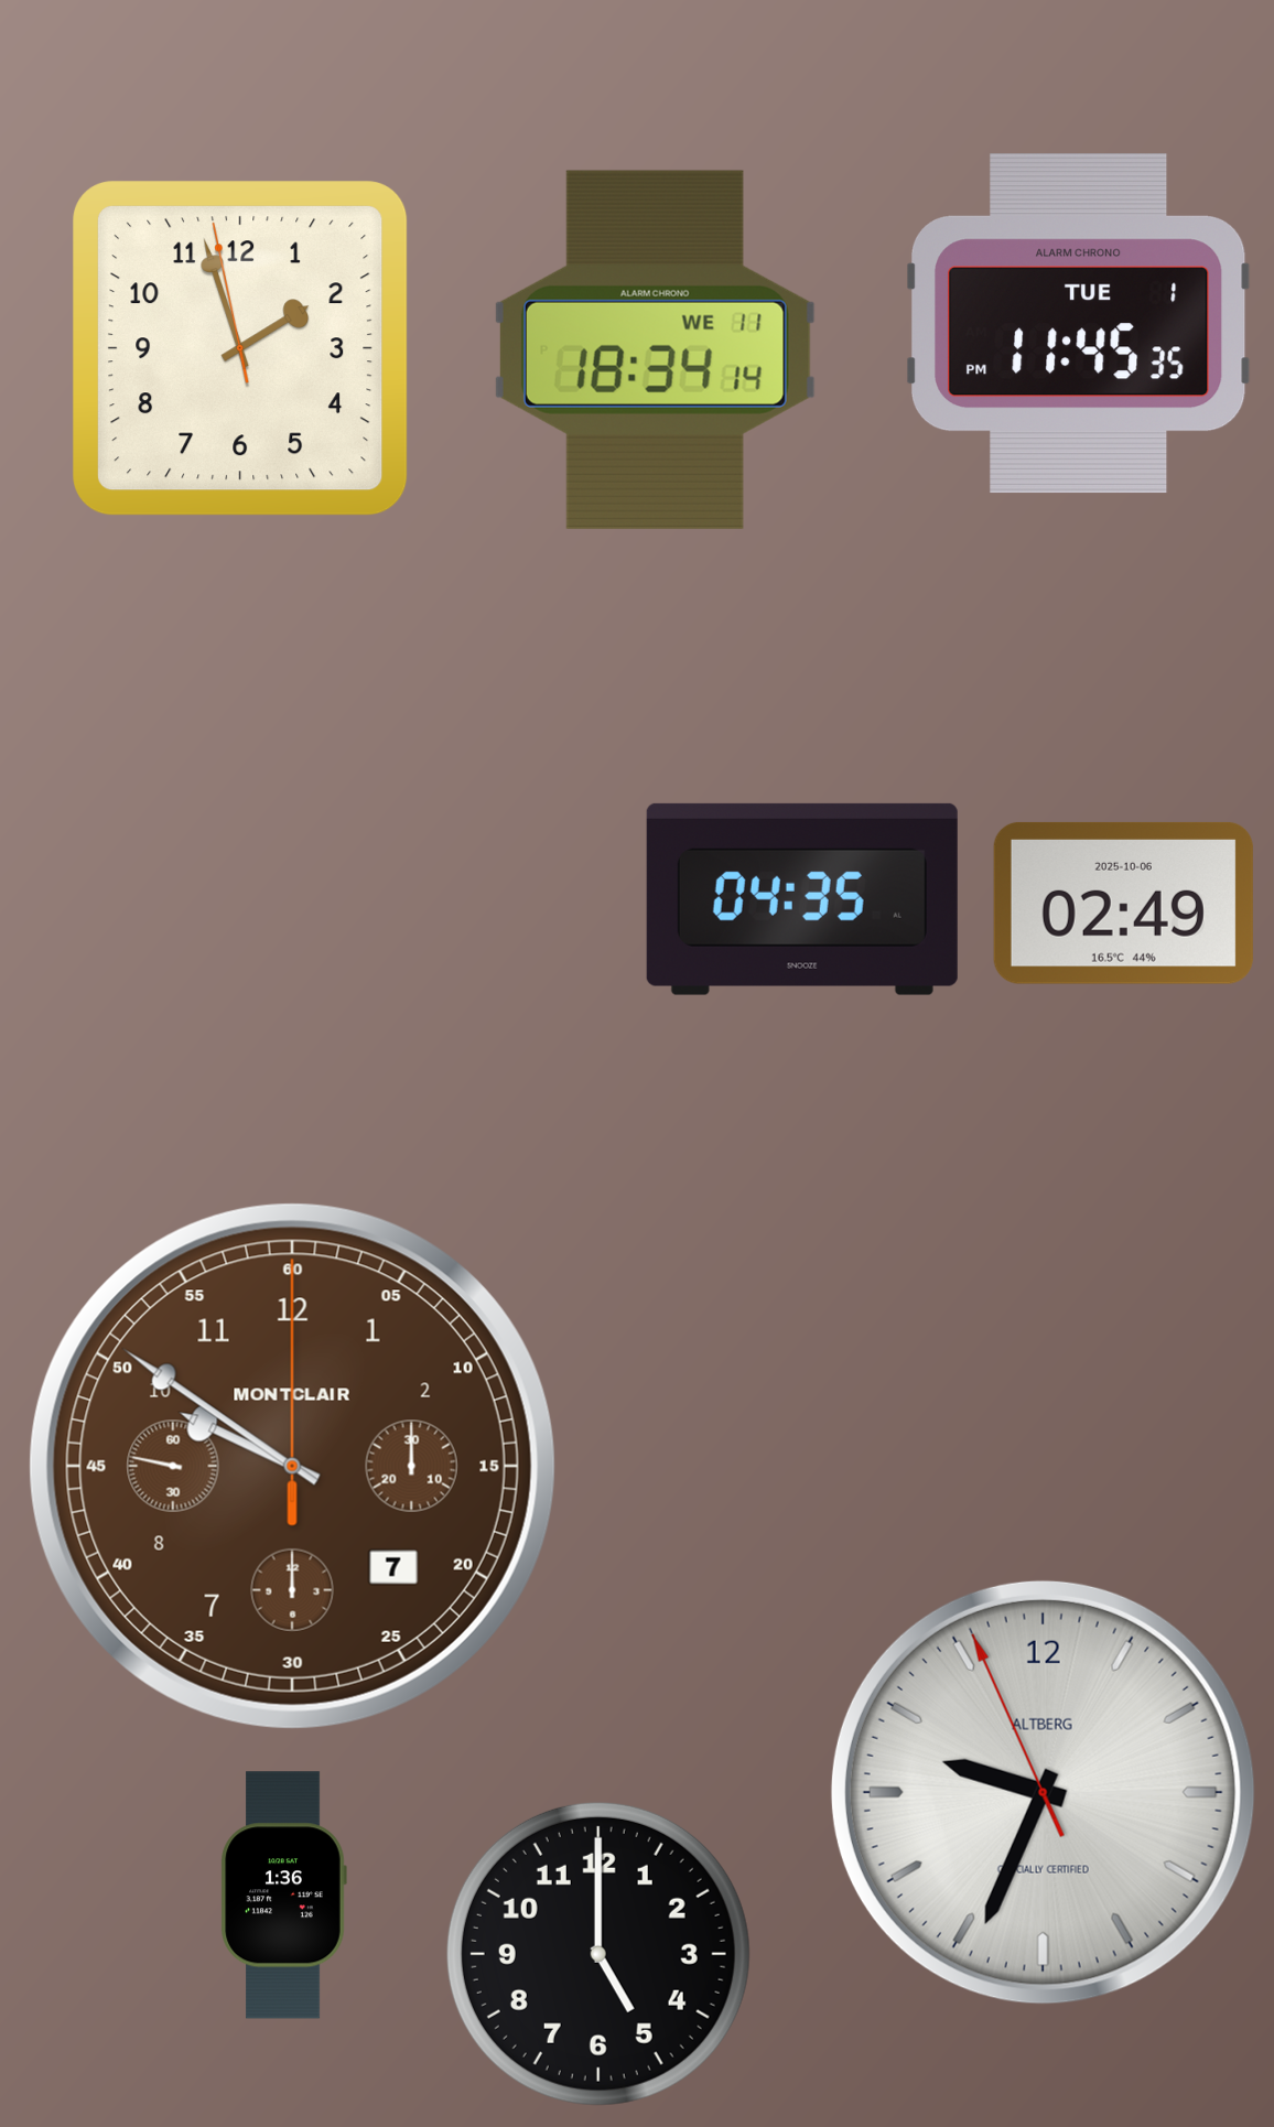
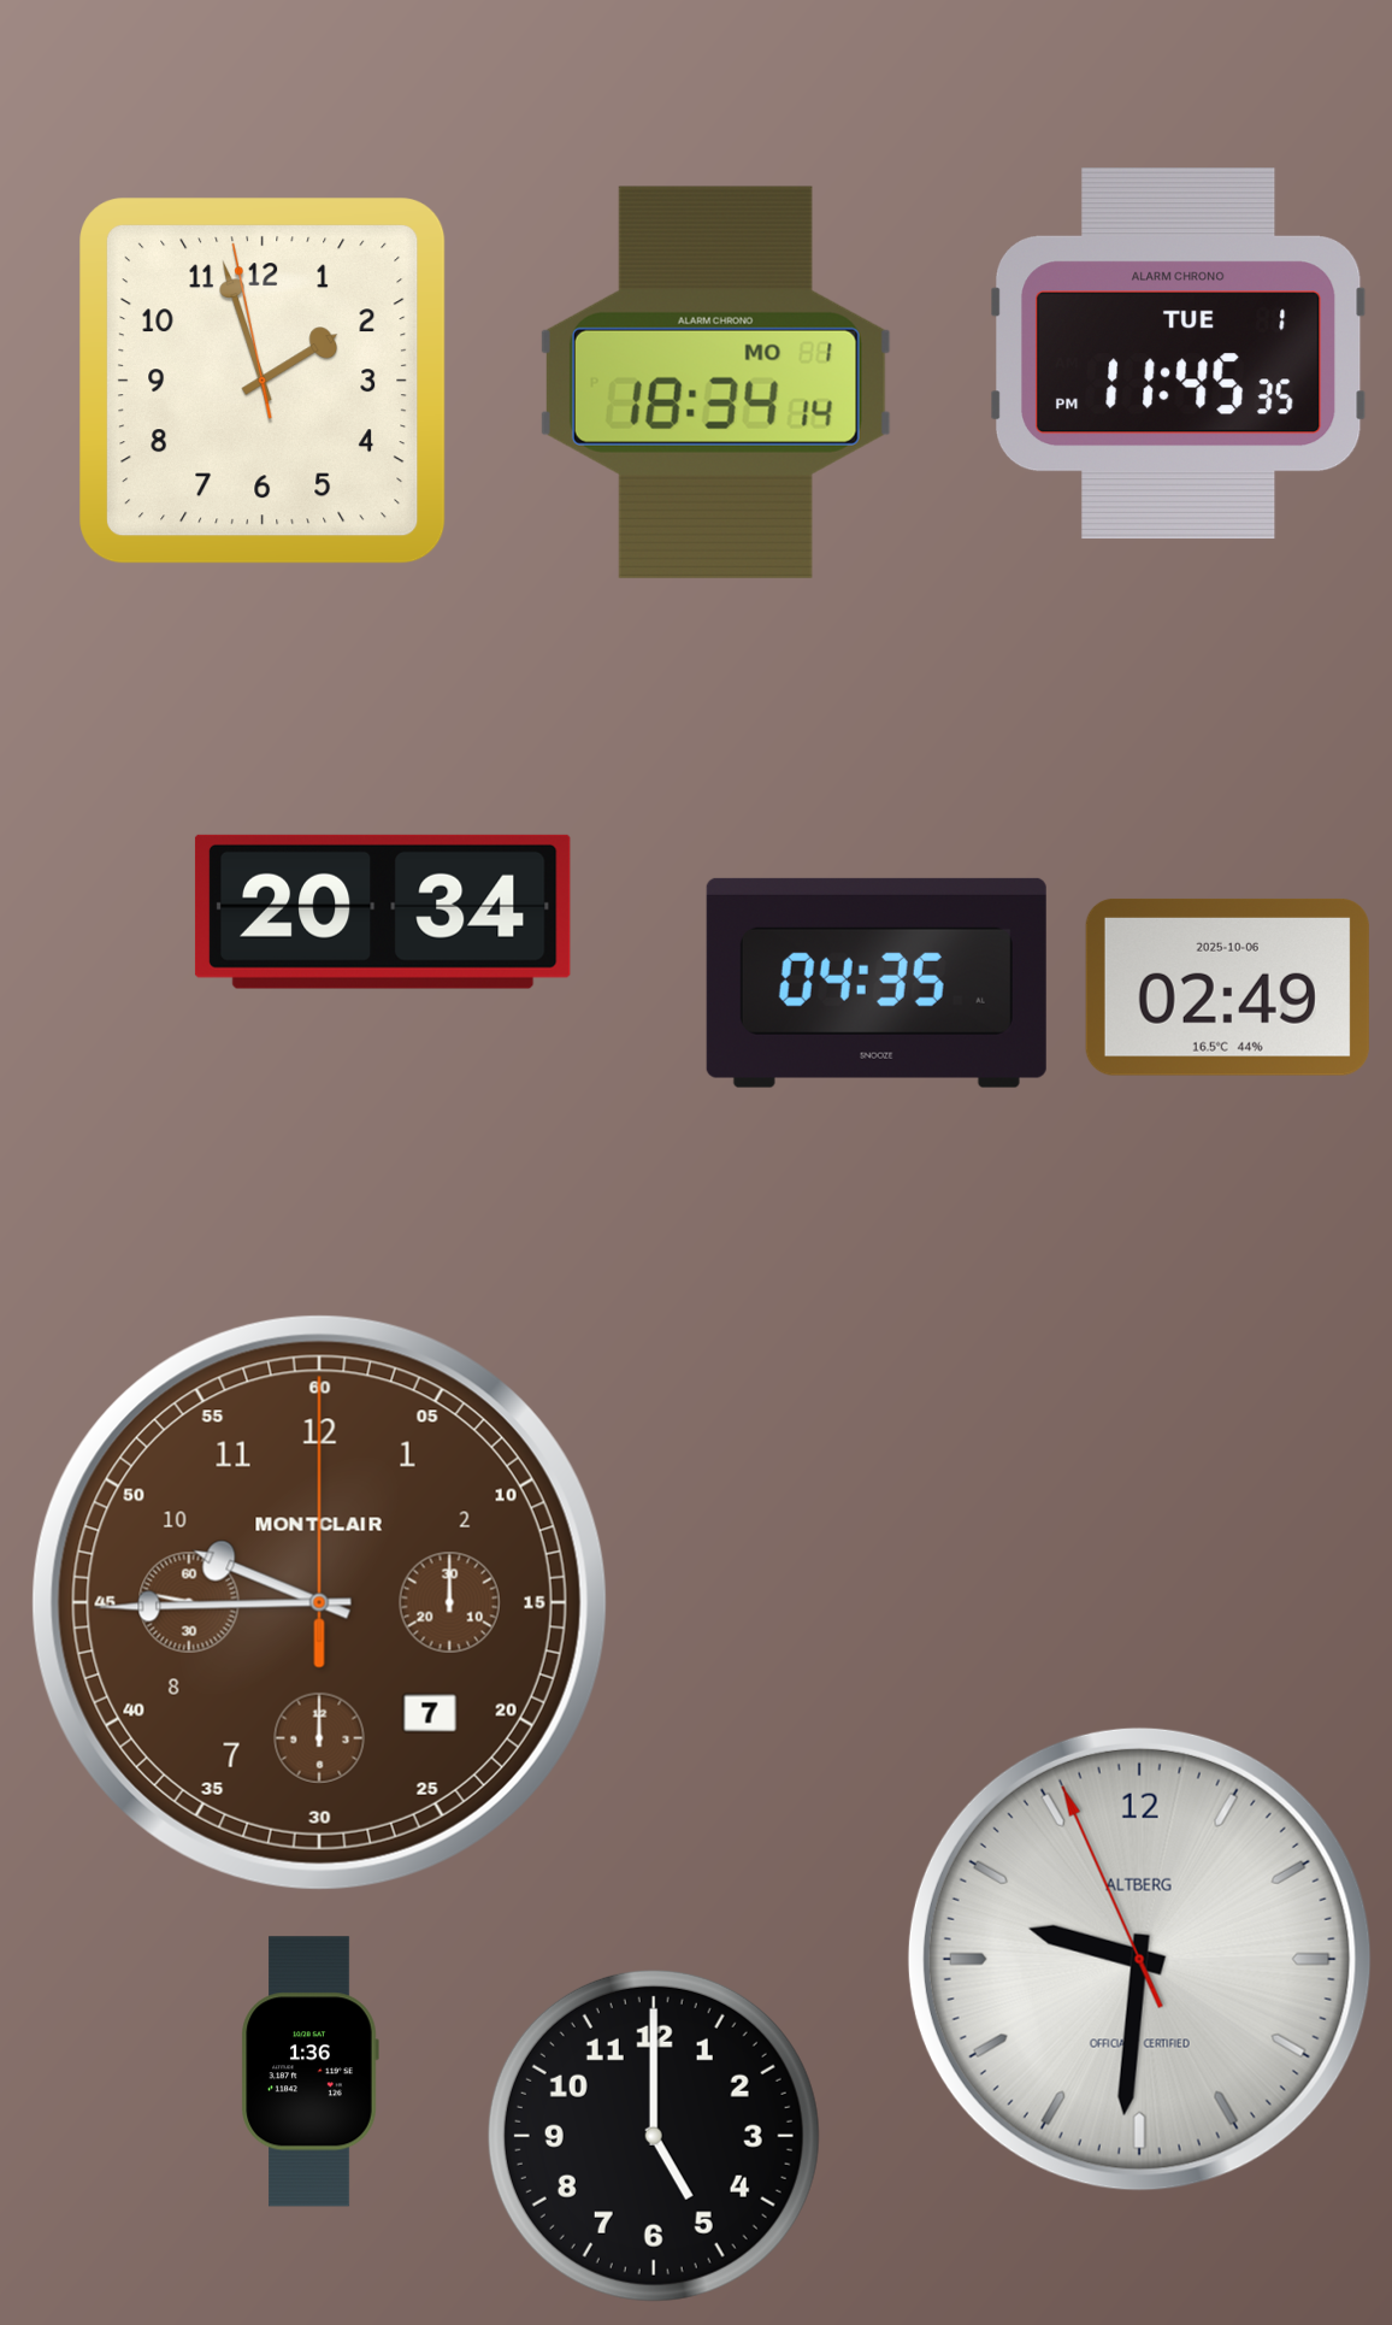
clock at (655, 349) date: WE 11 -> MO 1
clock at (383, 912): none -> 20:34
clock at (292, 1466): 9:50 -> 9:44
clock at (1043, 1792): 9:33 -> 9:30
